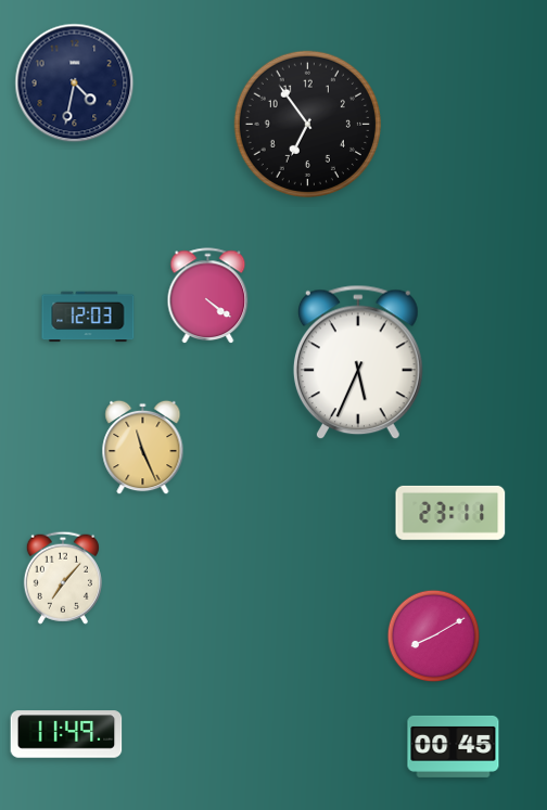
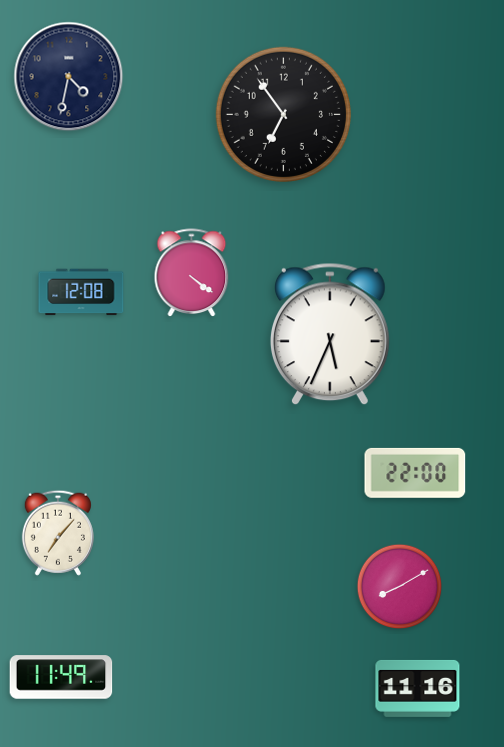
clock at (88, 317): 12:03 -> 12:08
clock at (143, 448): 11:26 -> none
clock at (450, 513): 23:11 -> 22:00
clock at (454, 746): 00:45 -> 11:16
